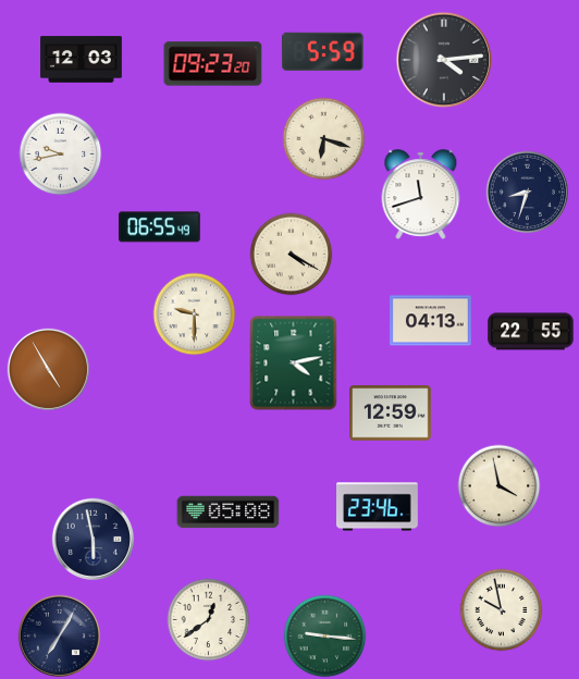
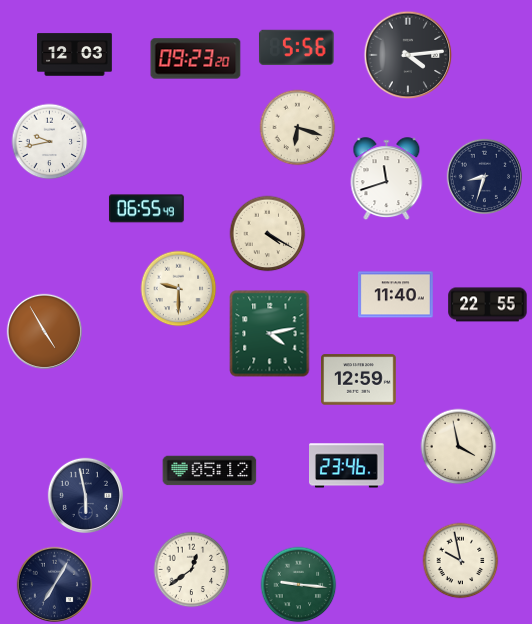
clock at (322, 51): 5:59 -> 5:56
clock at (61, 155) position: (61, 155) -> (50, 142)
clock at (431, 321): 04:13 -> 11:40
clock at (48, 369) position: (48, 369) -> (44, 331)
clock at (229, 513): 05:08 -> 05:12
